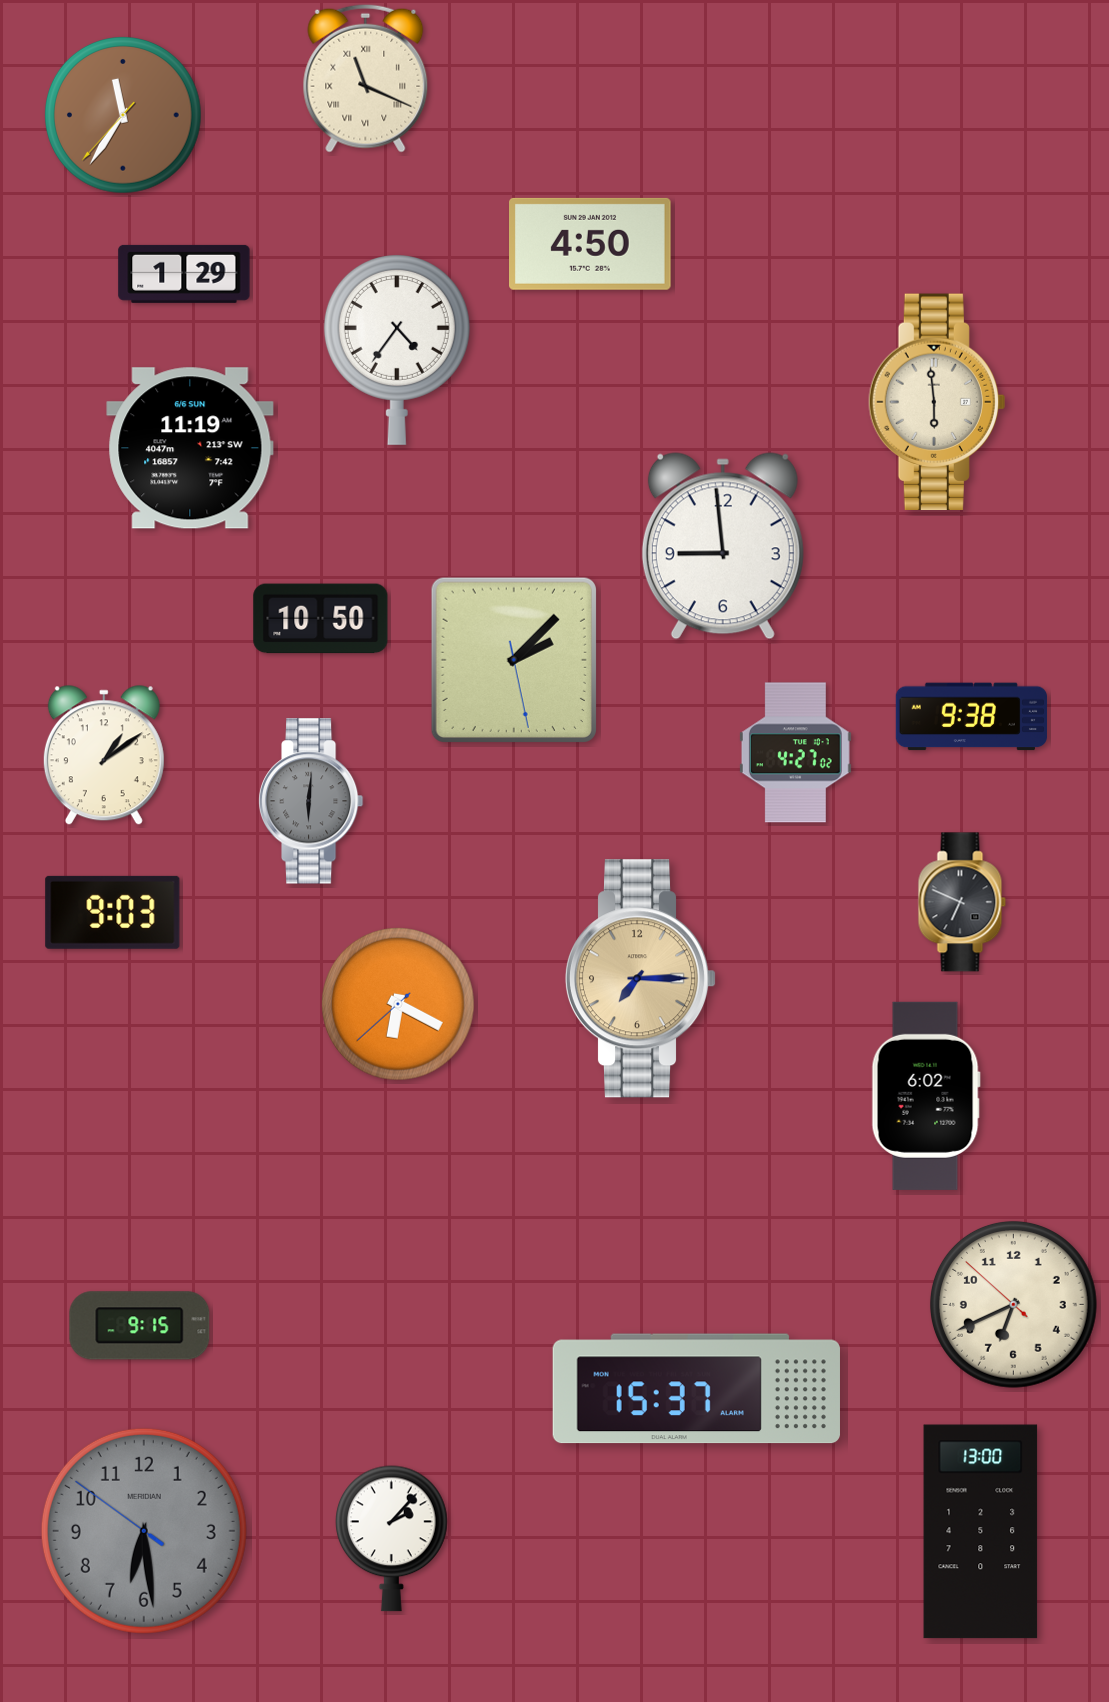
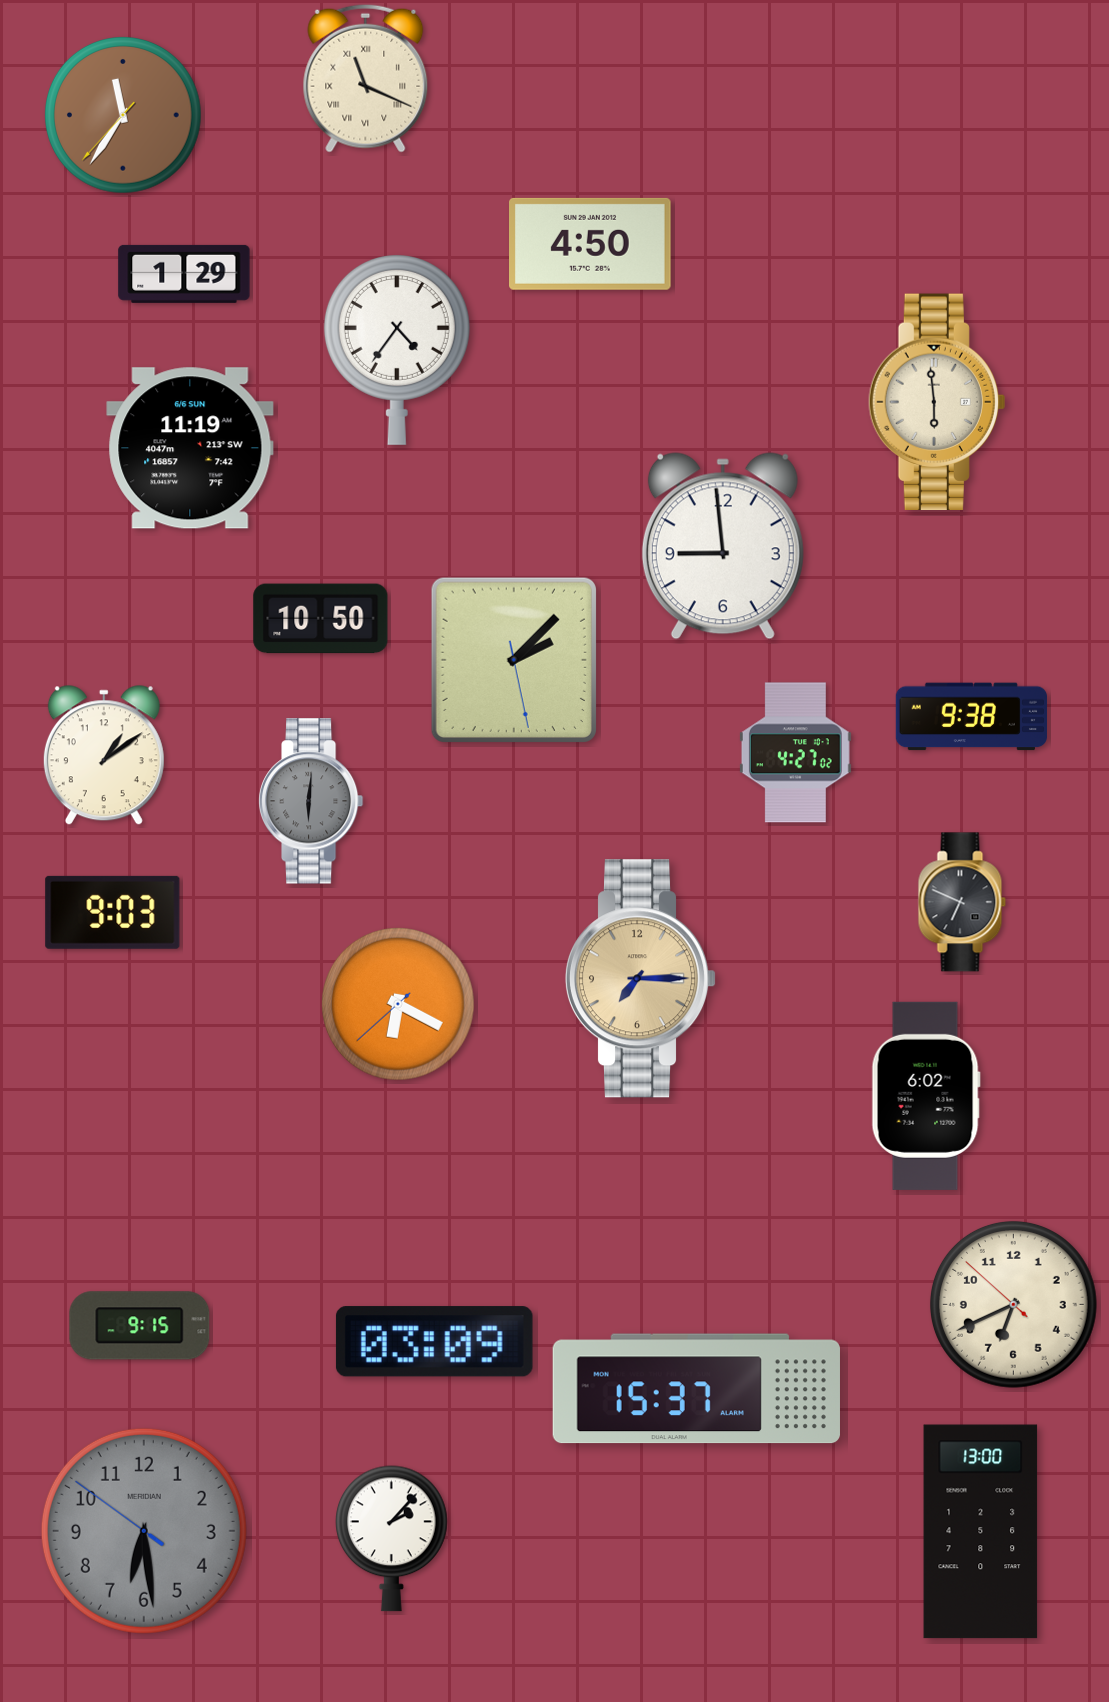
clock at (434, 1342): none -> 03:09
